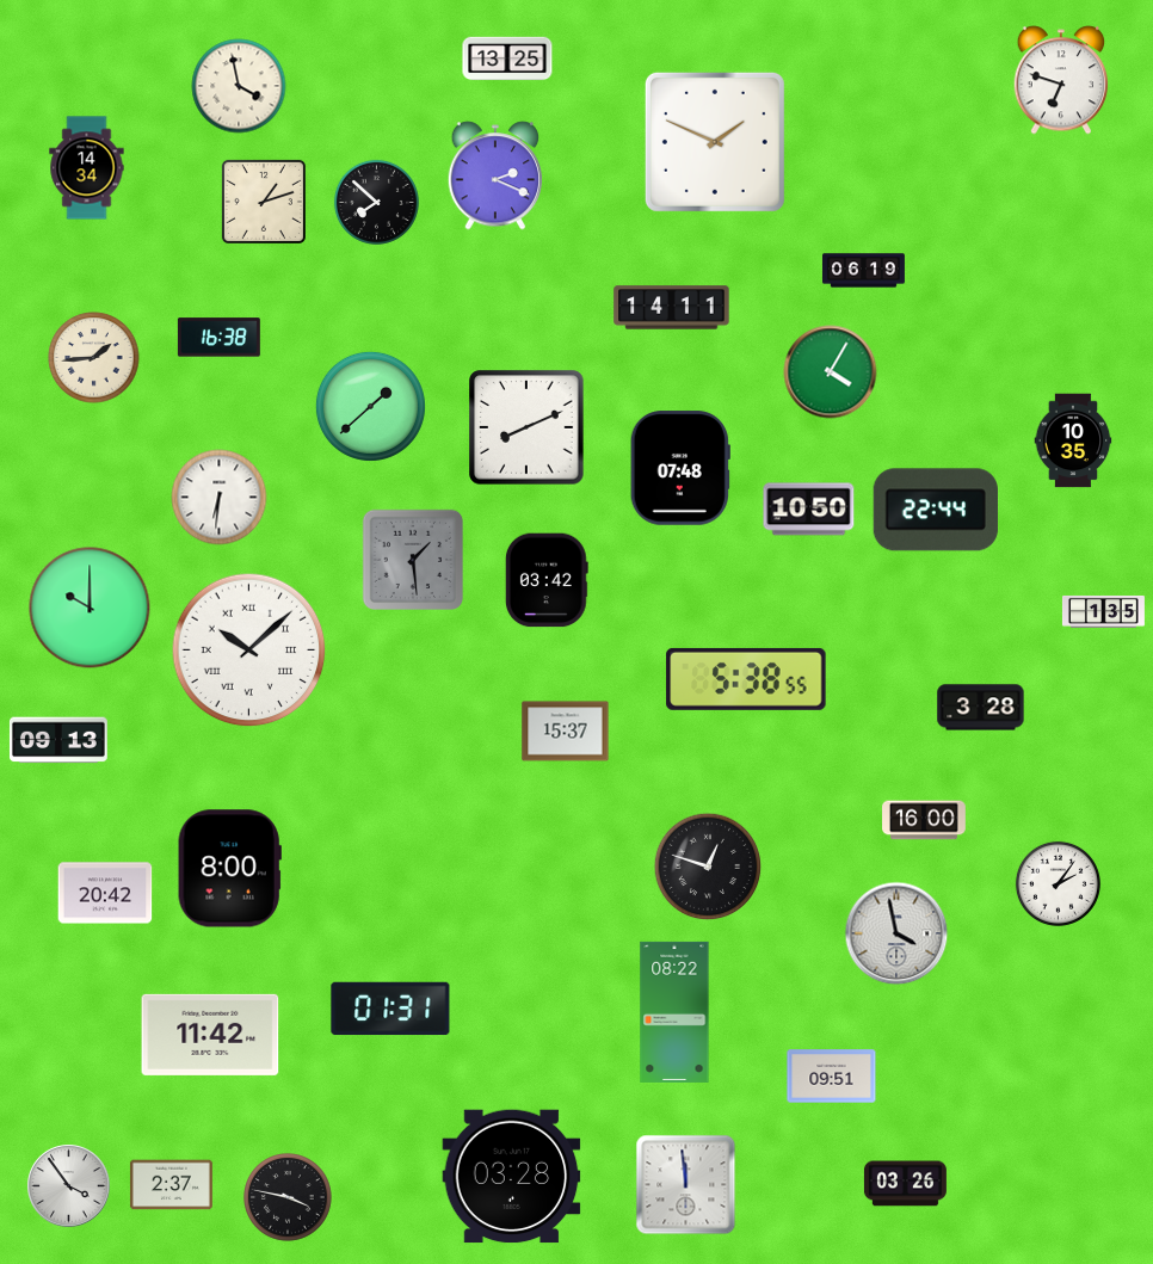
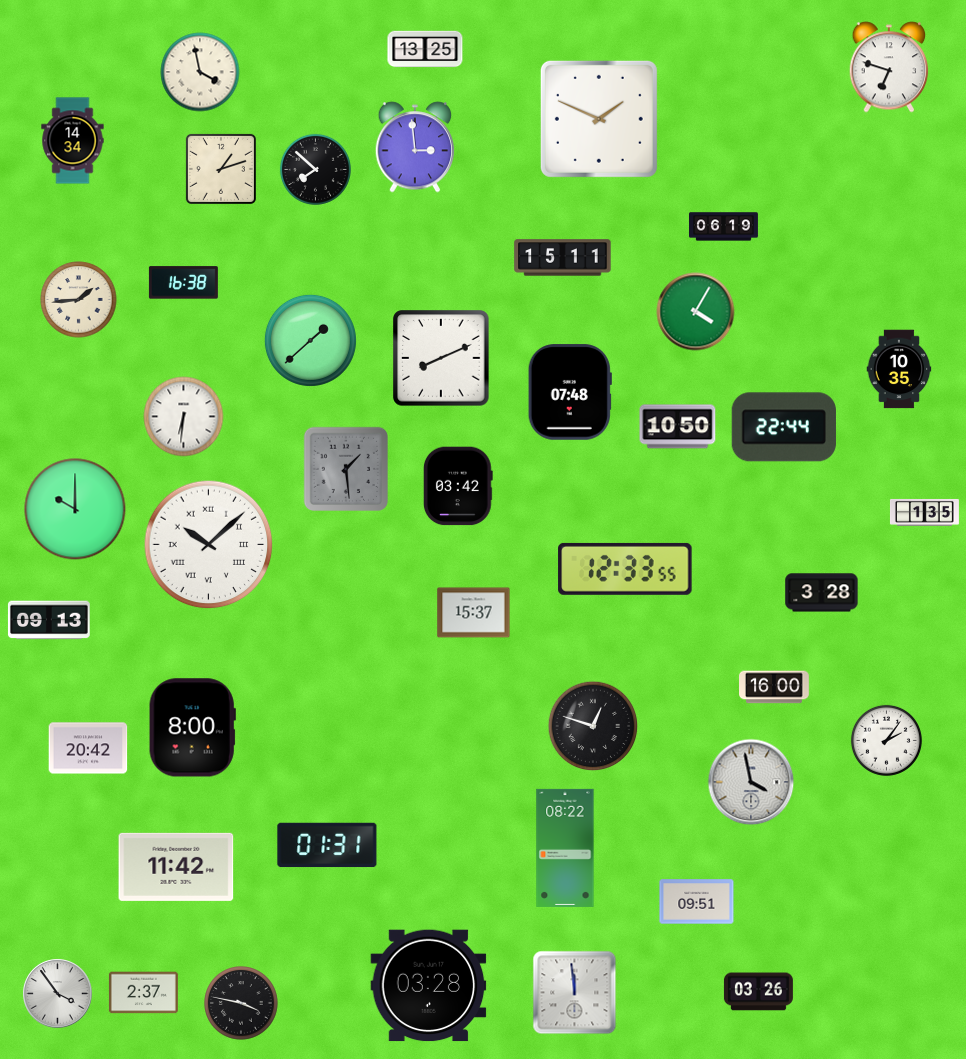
clock at (495, 175): 2:19 -> 2:59
clock at (672, 308): 14:11 -> 15:11
clock at (746, 679): 5:38 -> 12:33
